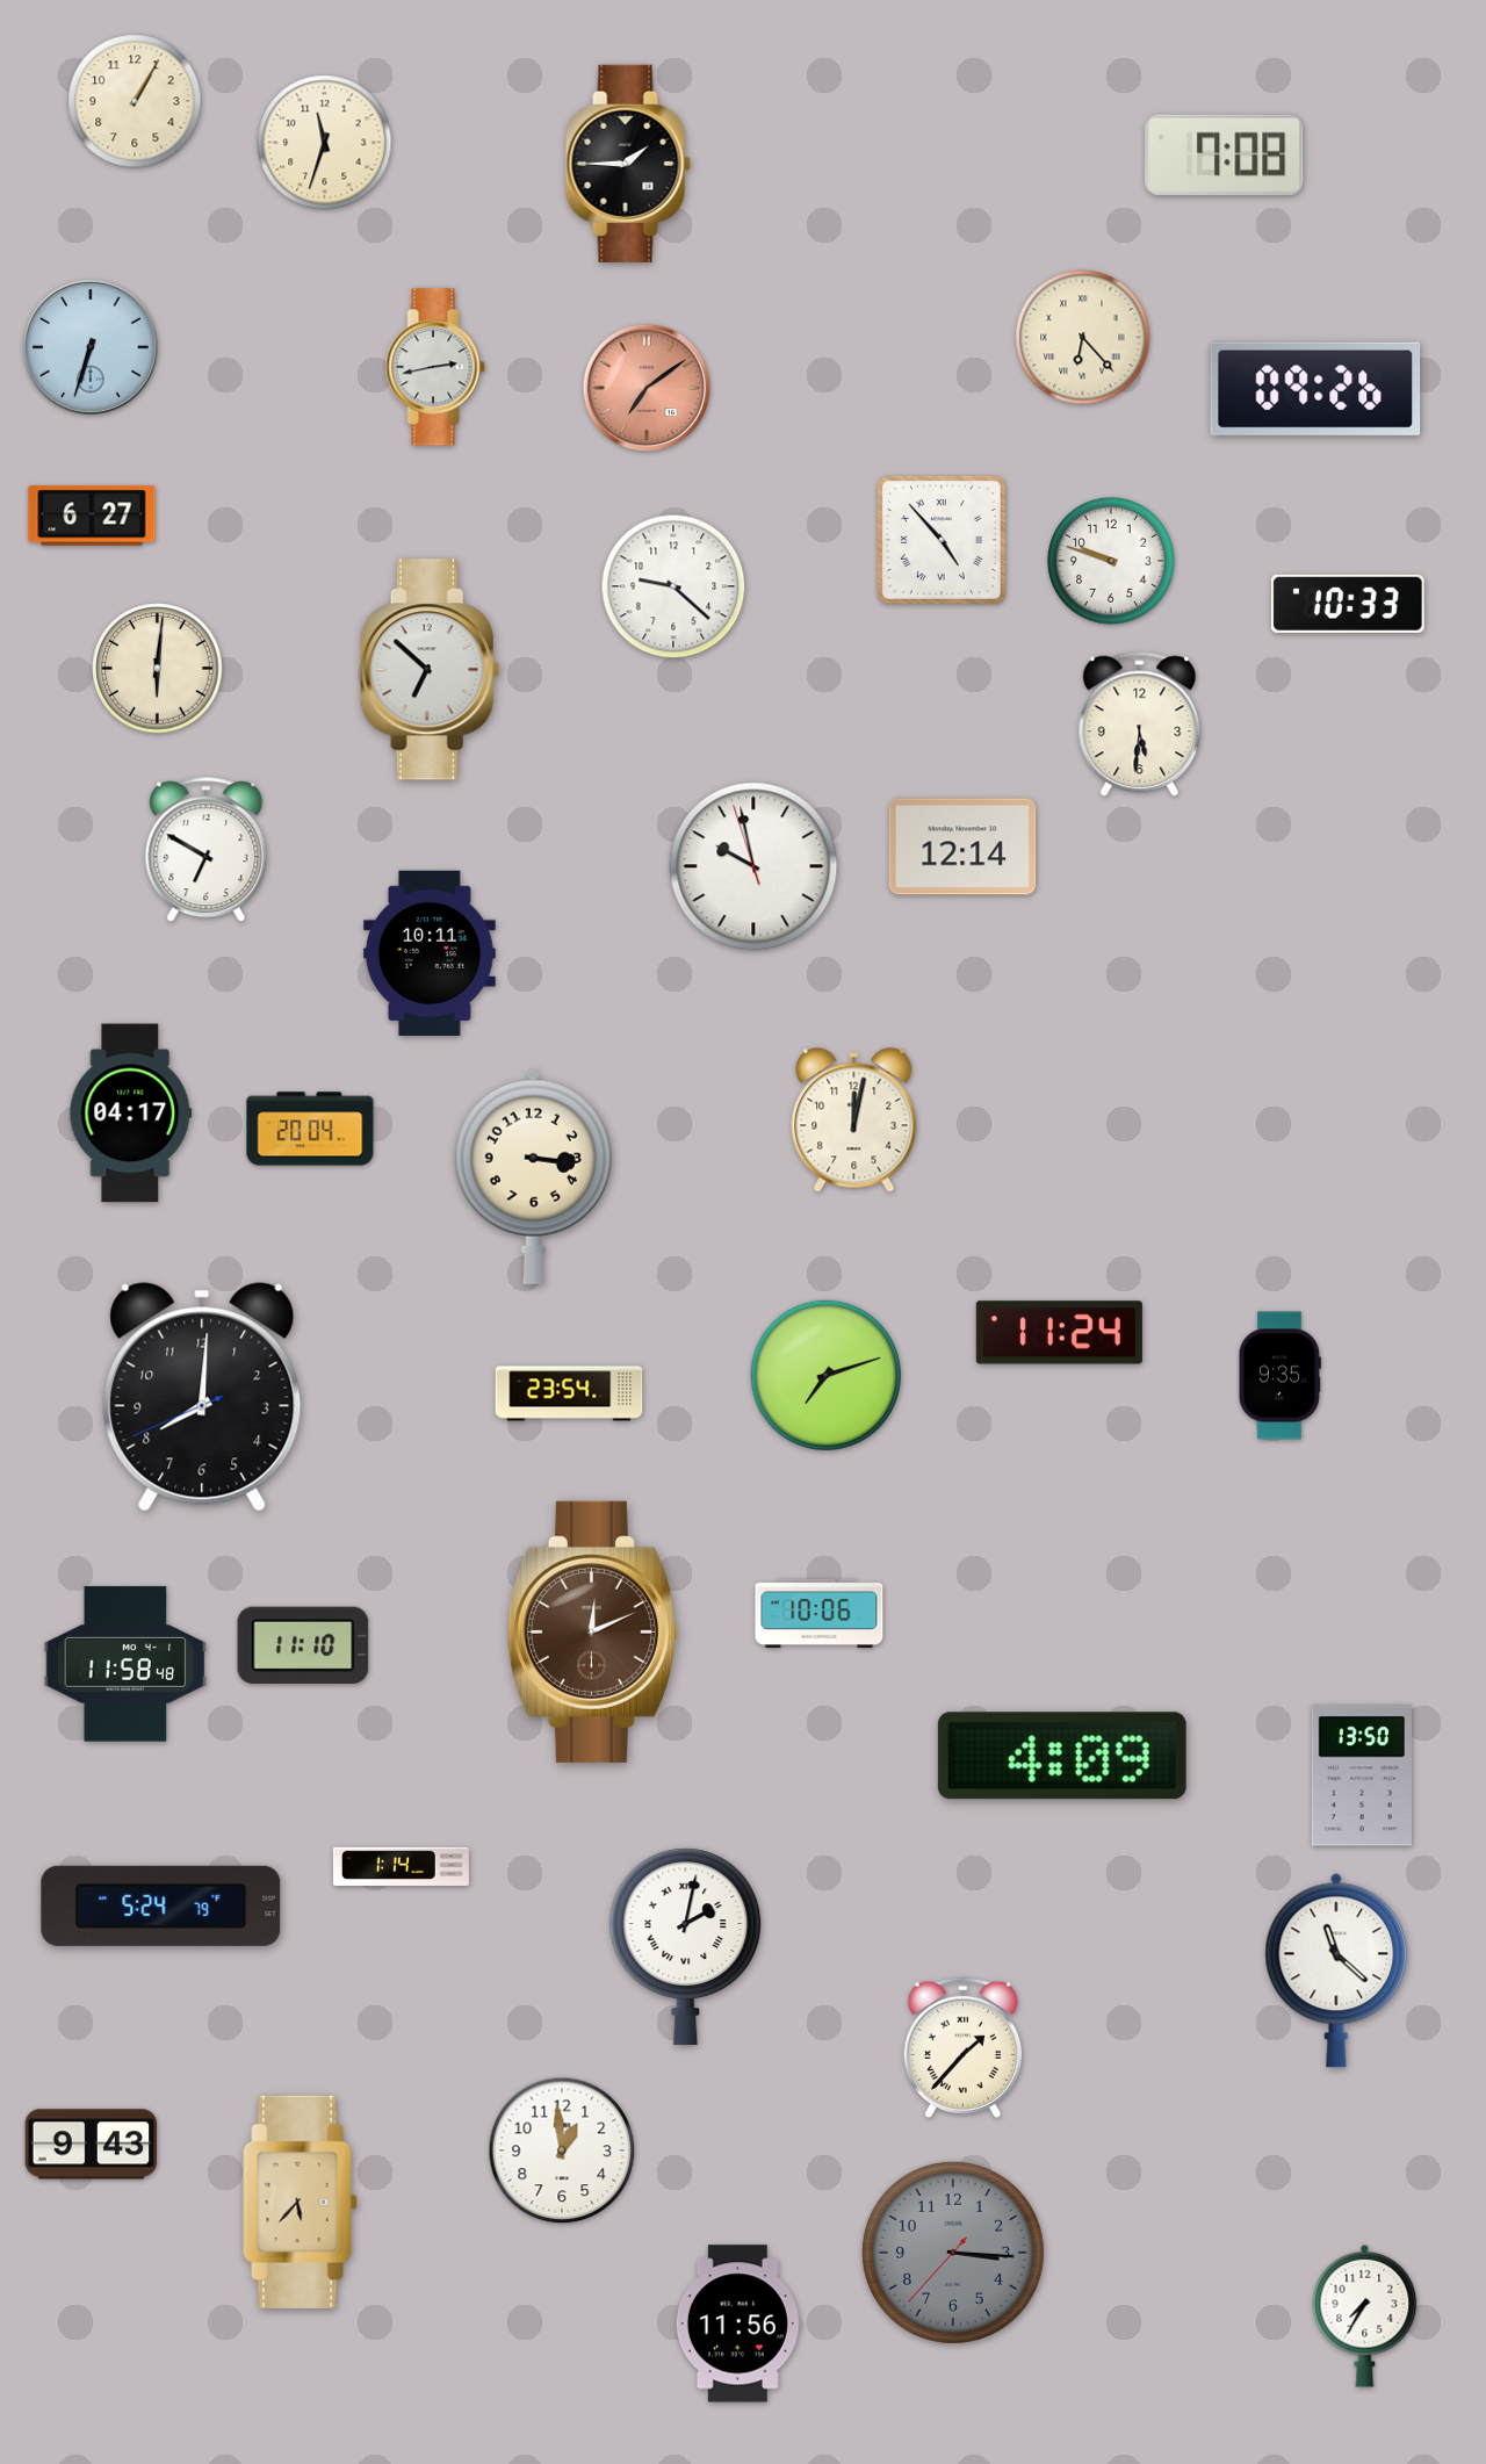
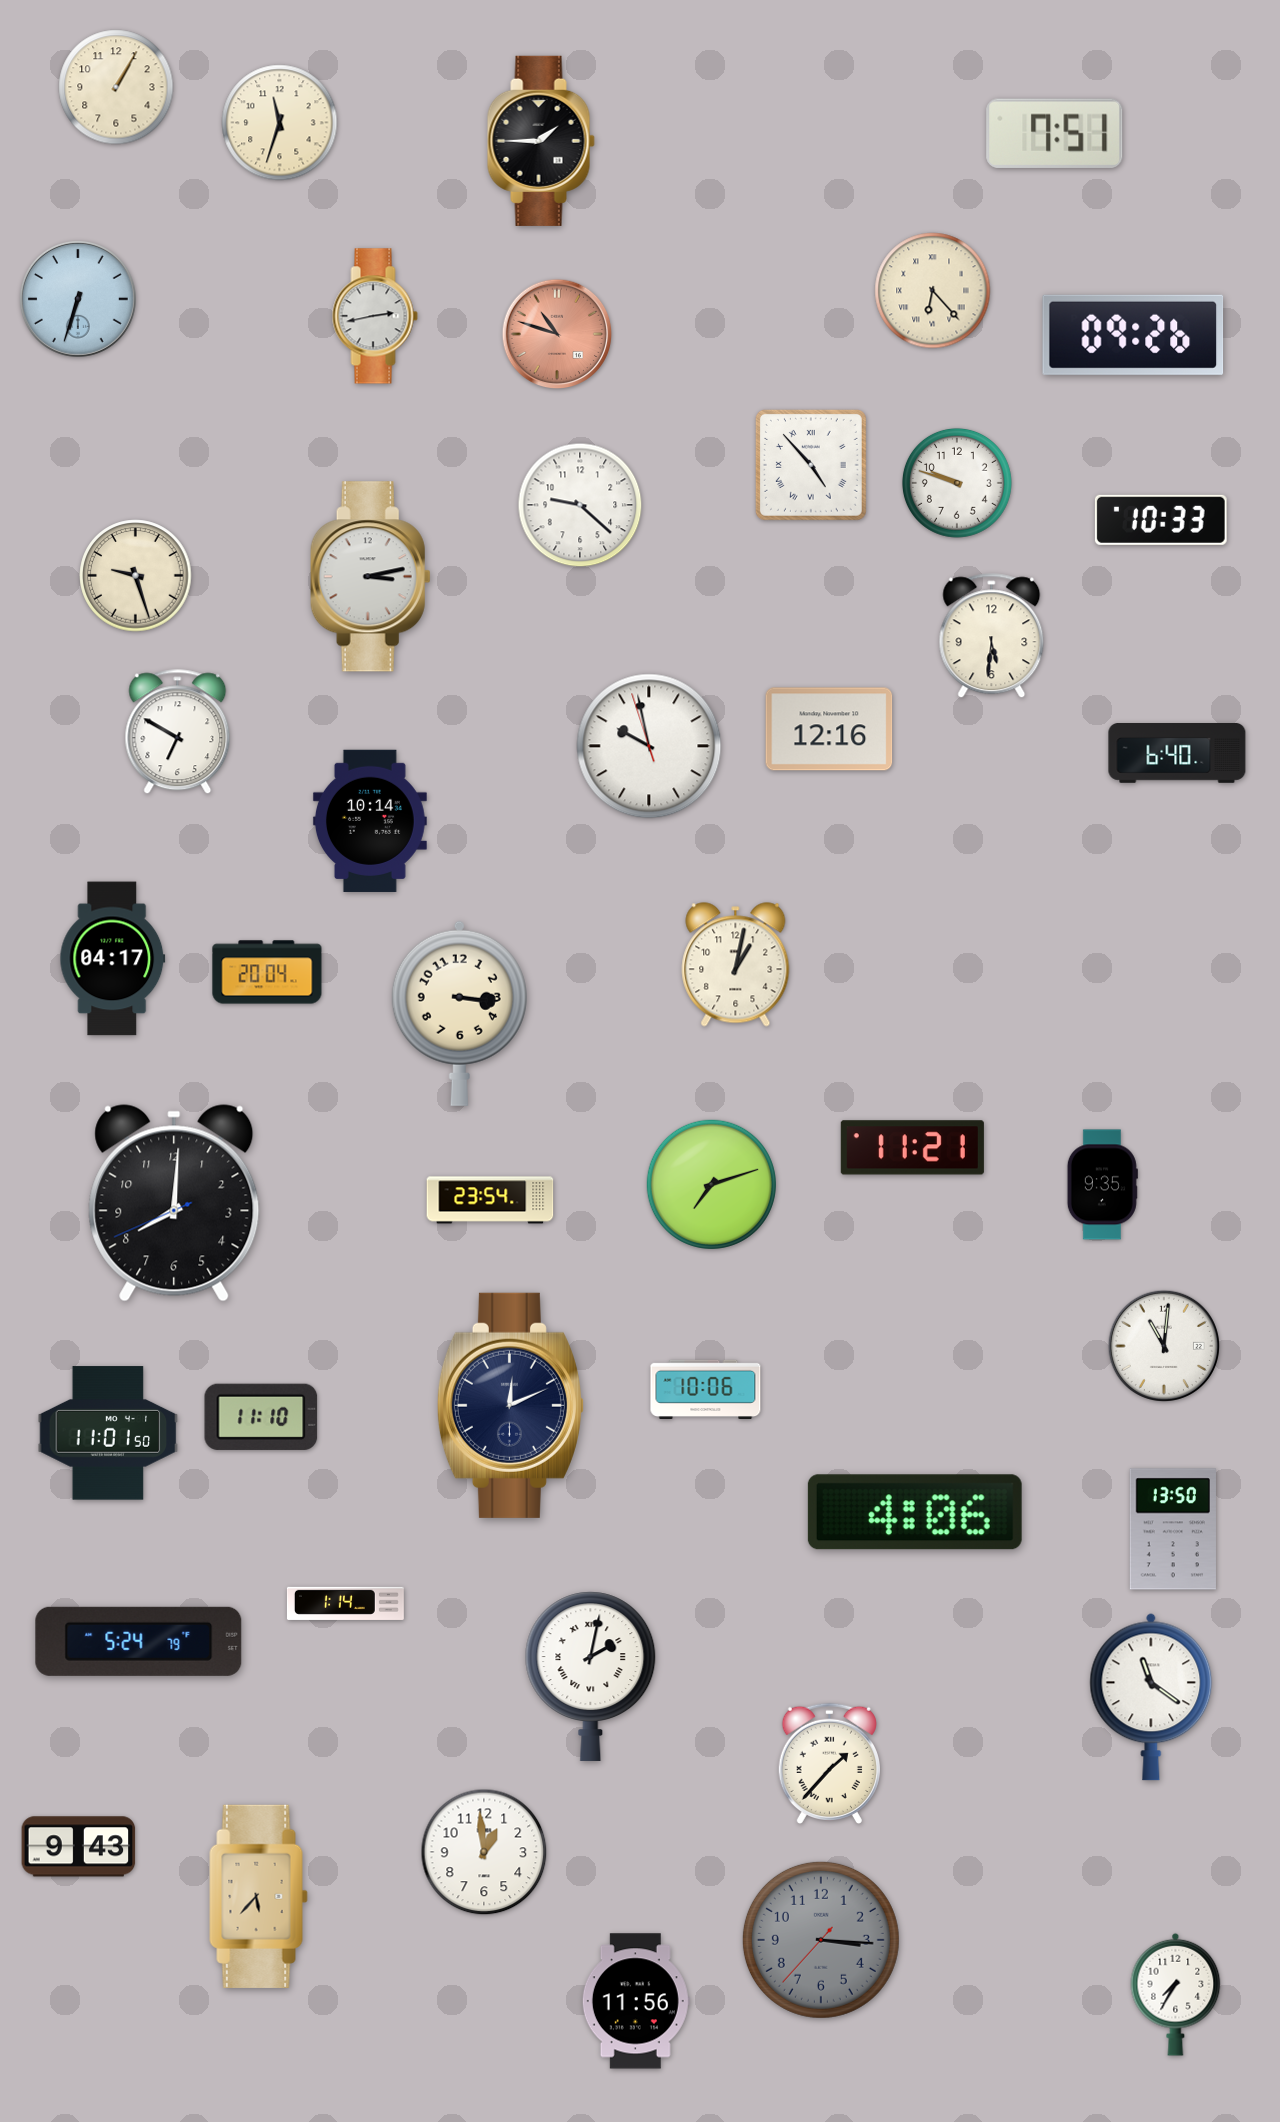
clock at (1225, 154): 7:08 -> 7:51
clock at (647, 388): 7:09 -> 10:48
clock at (92, 516): 6:27 -> none
clock at (158, 669): 6:01 -> 9:27
clock at (430, 670): 6:52 -> 3:13
clock at (1140, 725) position: (1140, 725) -> (992, 636)
clock at (962, 846): 12:14 -> 12:16
clock at (1177, 754): none -> 6:40
clock at (430, 953): 10:11 -> 10:14
clock at (854, 1121): 12:02 -> 1:02
clock at (1059, 1333): 11:24 -> 11:21
clock at (1164, 1346): none -> 11:01
clock at (592, 1631) dial: brown -> navy
clock at (125, 1664): 11:58 -> 11:01
clock at (1062, 1756): 4:09 -> 4:06
clock at (401, 1866) position: (401, 1866) -> (345, 1603)
clock at (1336, 1971): 11:22 -> 11:21
